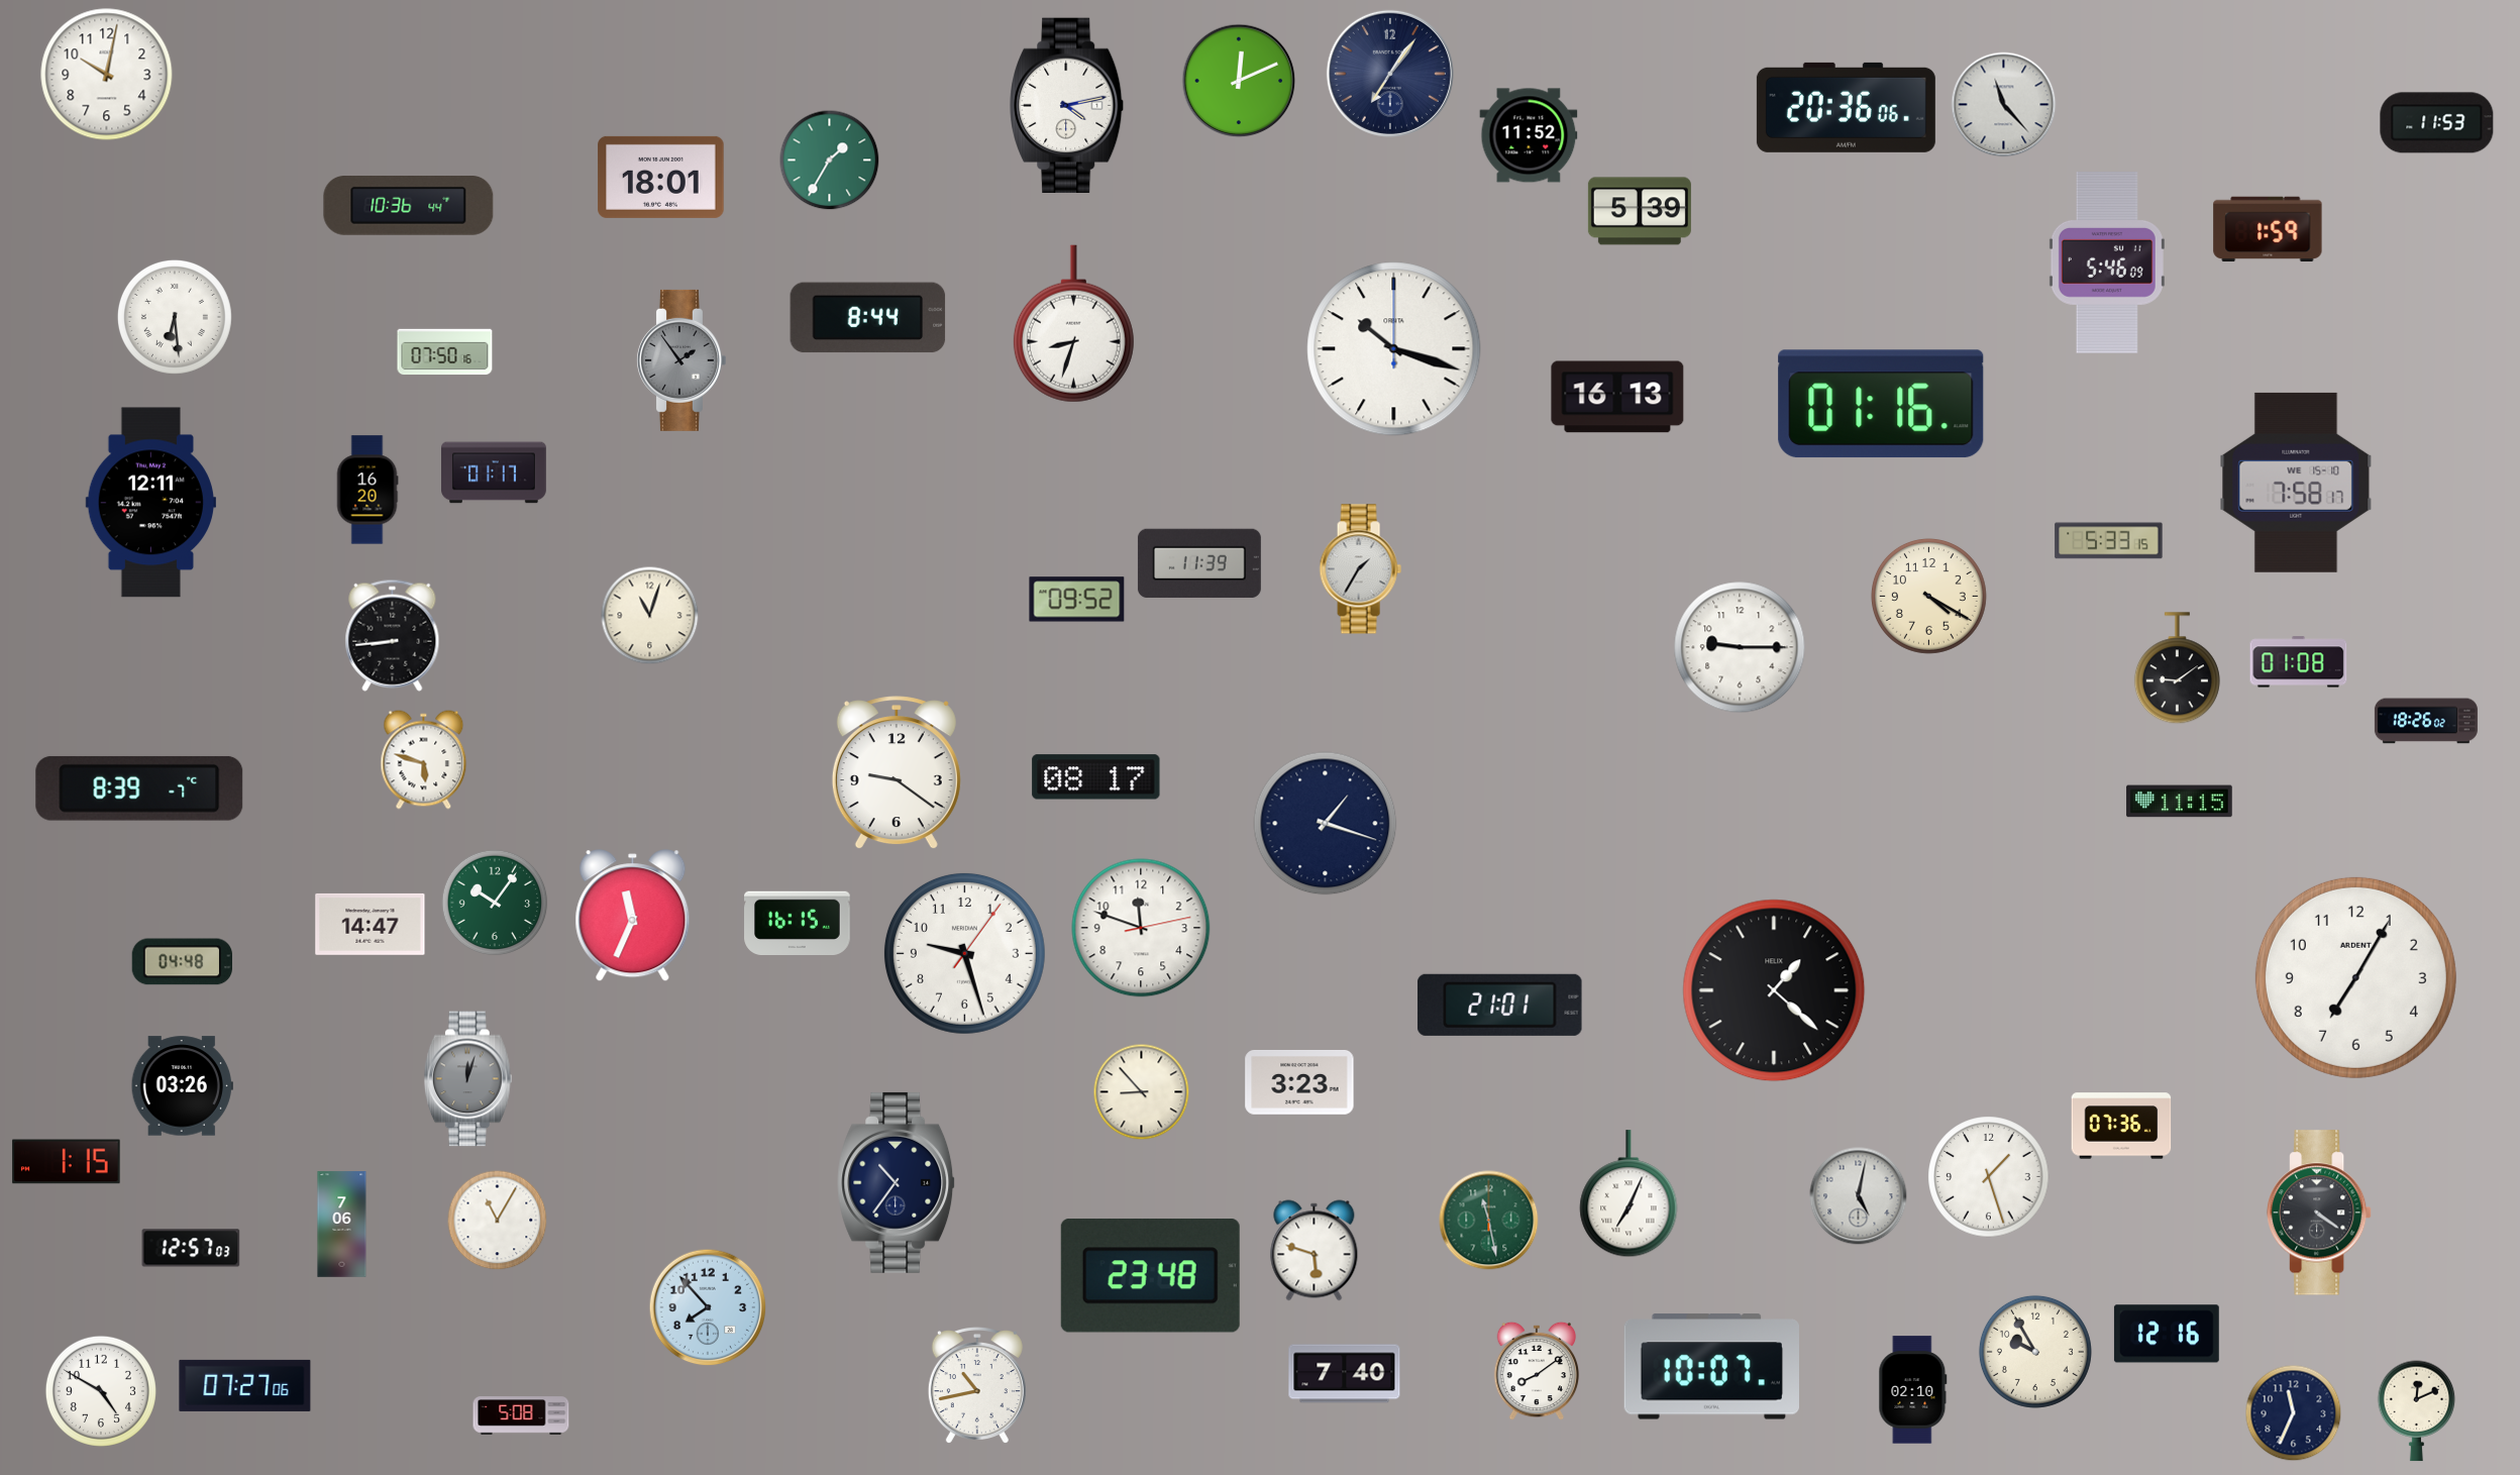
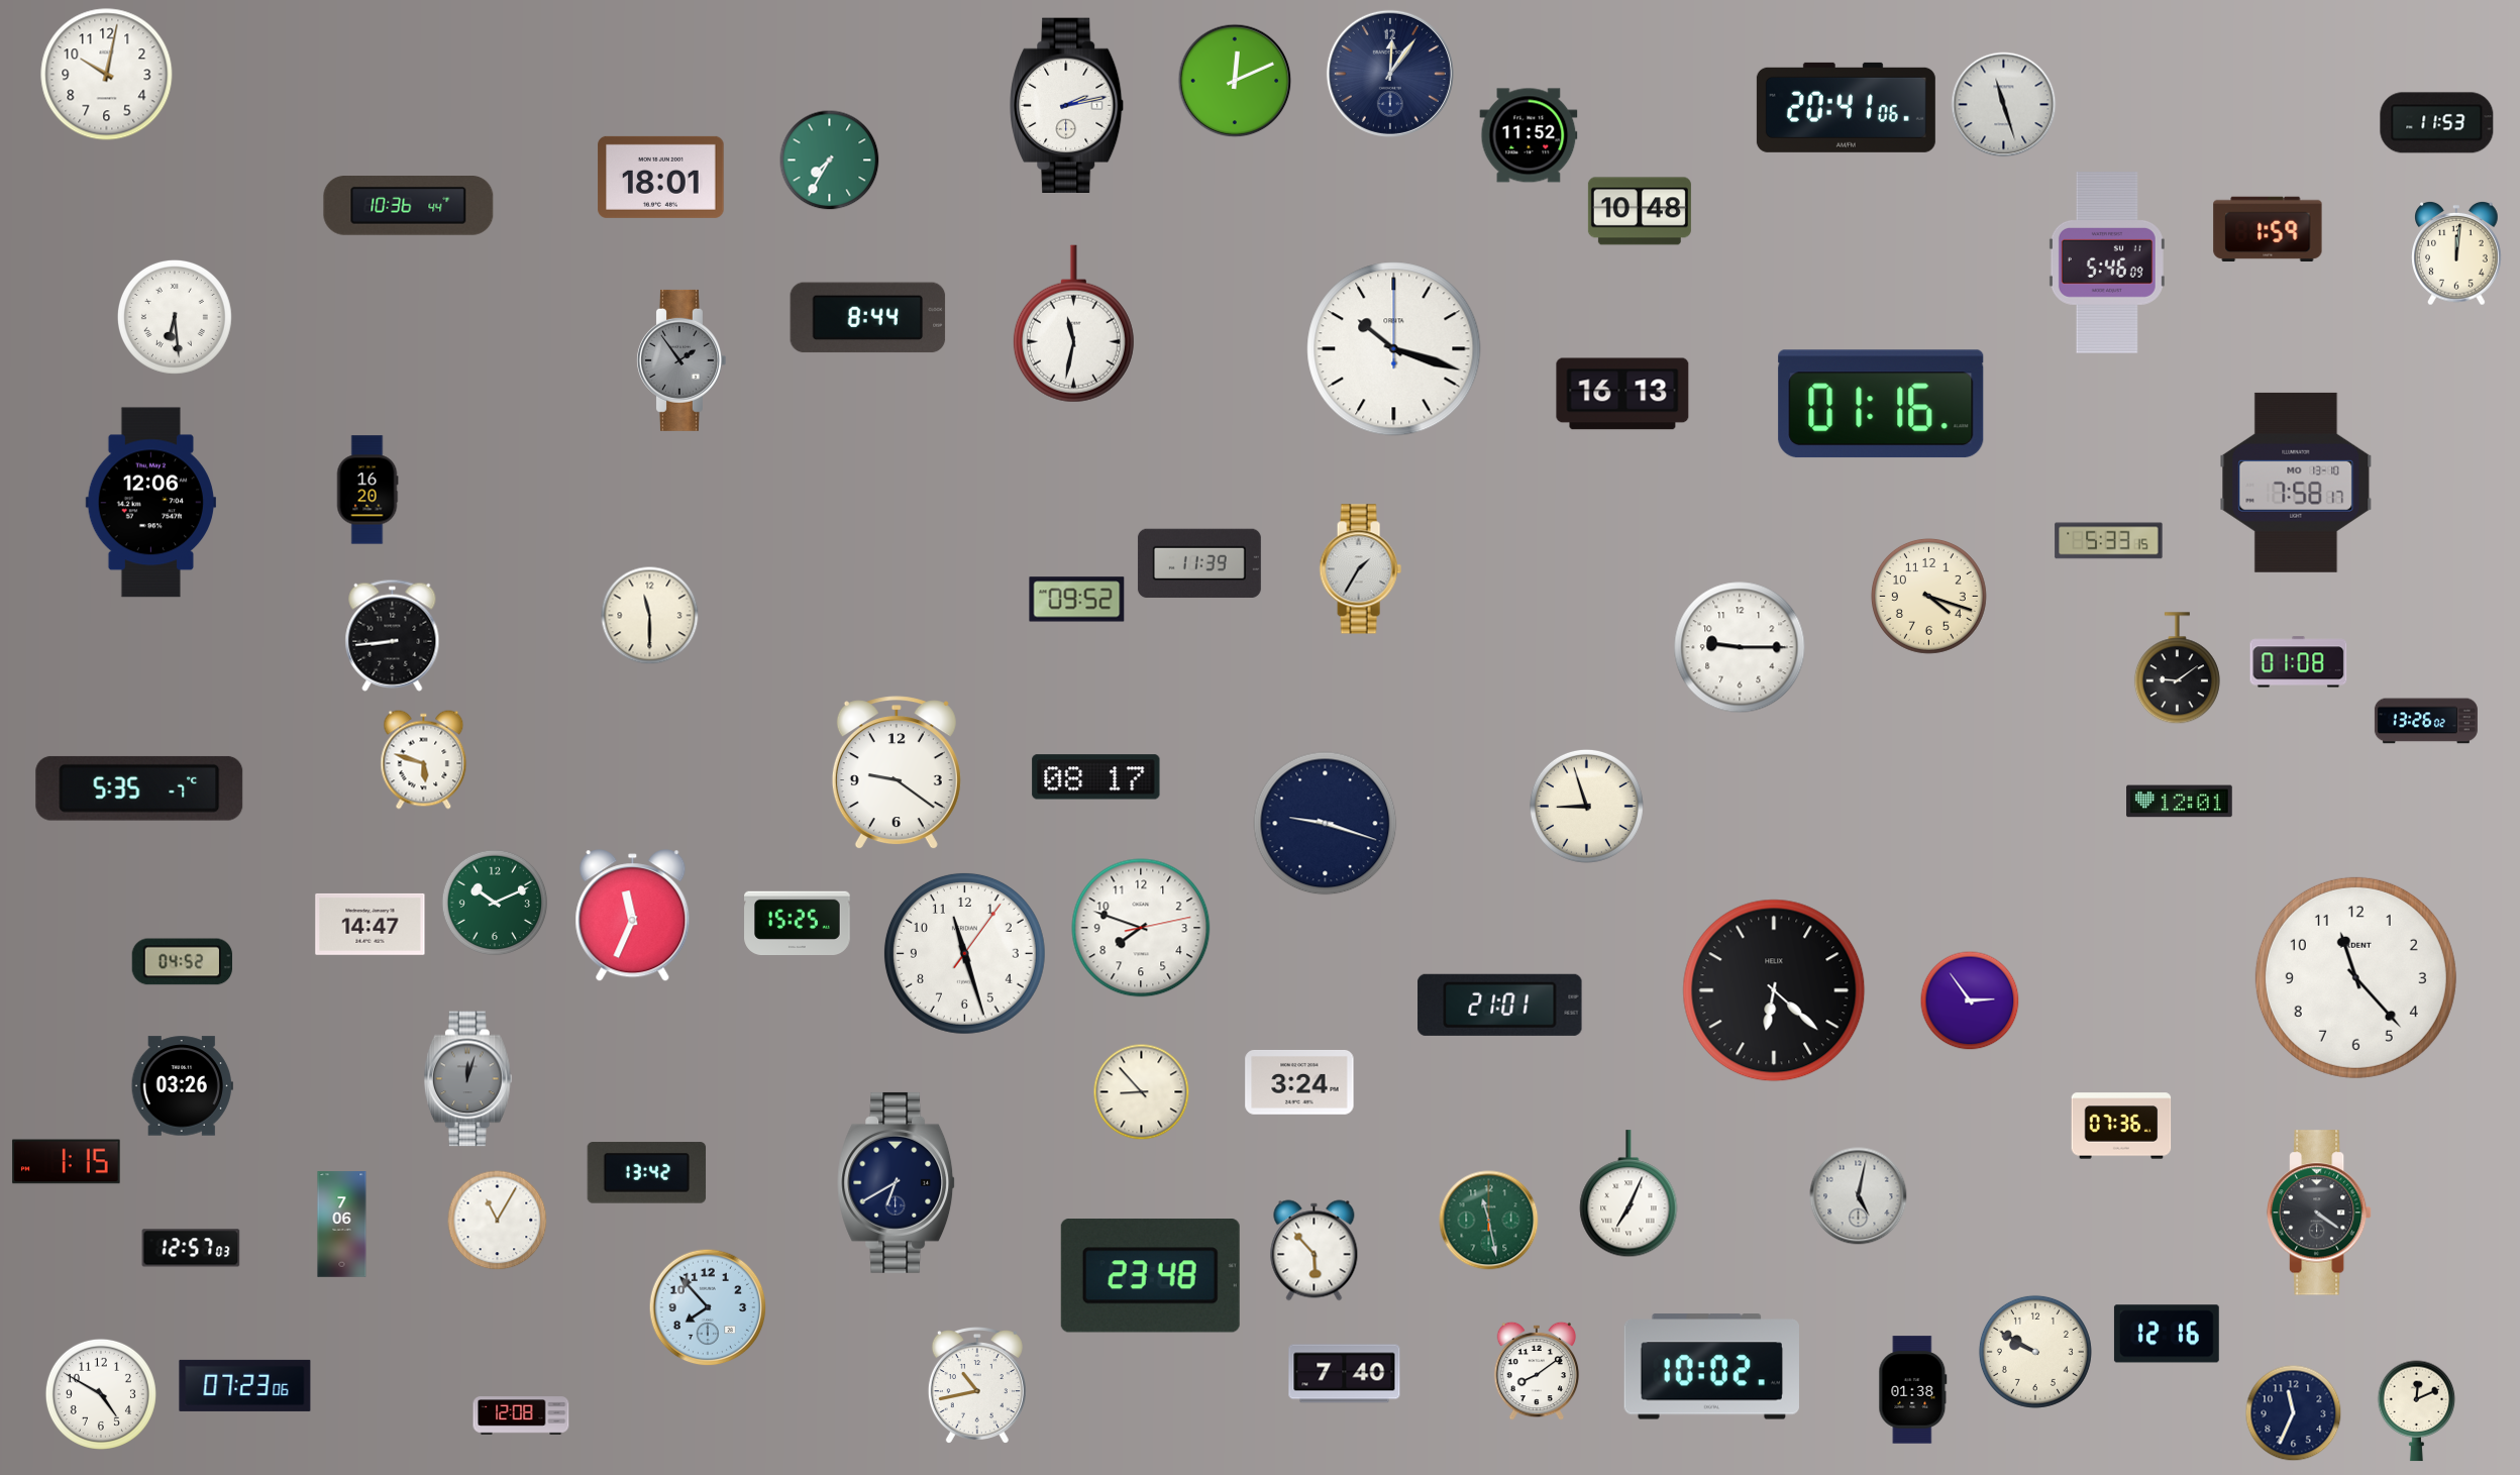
clock at (1390, 74): 7:06 -> 12:06
clock at (1239, 81) position: (1239, 81) -> (1235, 81)
clock at (1067, 105): 4:13 -> 2:13
clock at (2004, 105): 11:23 -> 11:27
clock at (1846, 107): 20:36 -> 20:41
clock at (830, 161): 1:35 -> 7:35
clock at (1640, 211): 5:39 -> 10:48
clock at (2457, 253): none -> 12:01
clock at (1073, 324): 8:33 -> 11:32
clock at (445, 352): 07:50 -> none
clock at (1617, 397) position: (1617, 397) -> (1622, 394)
clock at (495, 472): 01:17 -> none
clock at (2296, 483) date: WE 15-10 -> MO 13-10
clock at (150, 503): 12:11 -> 12:06
clock at (1928, 596): 4:20 -> 4:18
clock at (650, 616): 11:03 -> 11:30
clock at (2426, 721): 18:26 -> 13:26
clock at (139, 788): 8:39 -> 5:35
clock at (2180, 802): 11:15 -> 12:01
clock at (1586, 806): none -> 8:57
clock at (1326, 824): 1:18 -> 9:18
clock at (495, 903): 10:06 -> 10:11
clock at (798, 923): 16:15 -> 15:25
clock at (1141, 928): 11:48 -> 7:48
clock at (964, 953): 9:27 -> 11:27
clock at (182, 962): 04:48 -> 04:52
clock at (2355, 977): 7:05 -> 11:23
clock at (1774, 990): 1:22 -> 6:22
clock at (1970, 1000): none -> 2:54
clock at (1299, 1082): 3:23 -> 3:24
clock at (647, 1173): none -> 13:42
clock at (1989, 1177): 1:27 -> none
clock at (897, 1182): 10:36 -> 6:40
clock at (1315, 1251): 5:48 -> 5:53
clock at (2035, 1352): 9:55 -> 9:50
clock at (1711, 1367): 10:07 -> 10:02
clock at (245, 1385): 07:27 -> 07:23
clock at (1913, 1390): 02:10 -> 01:38
clock at (101, 1391) position: (101, 1391) -> (101, 1394)
clock at (521, 1415): 5:08 -> 12:08
